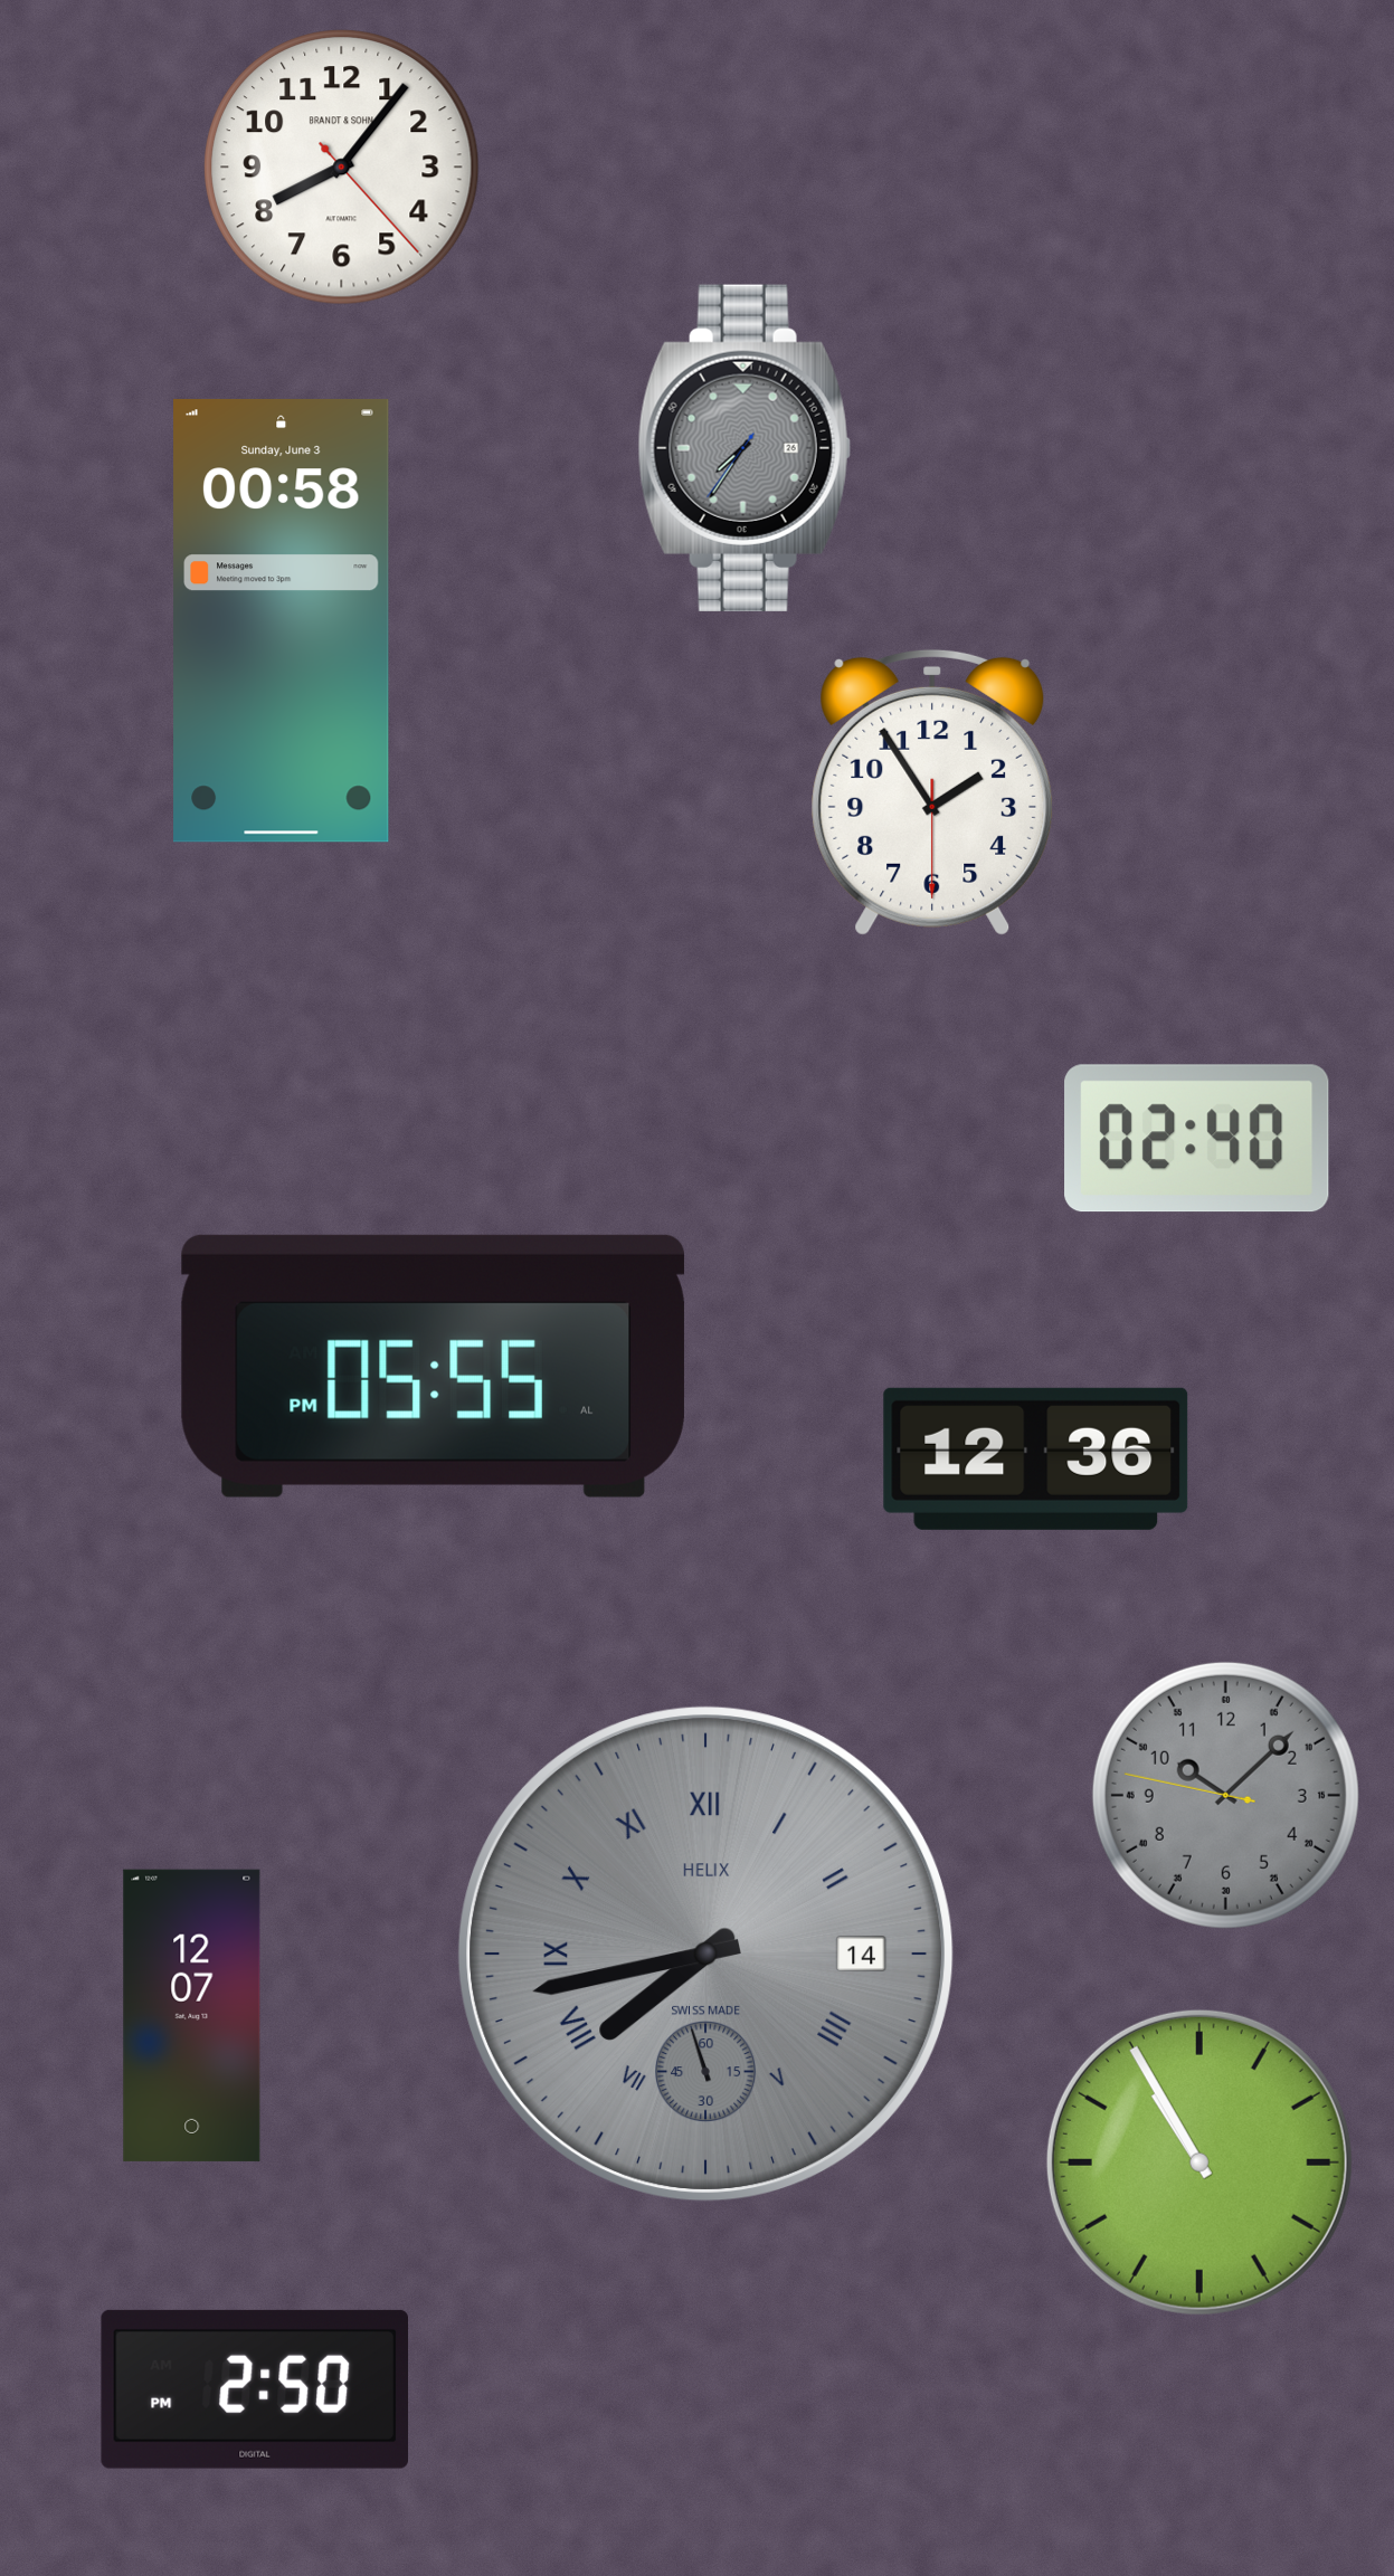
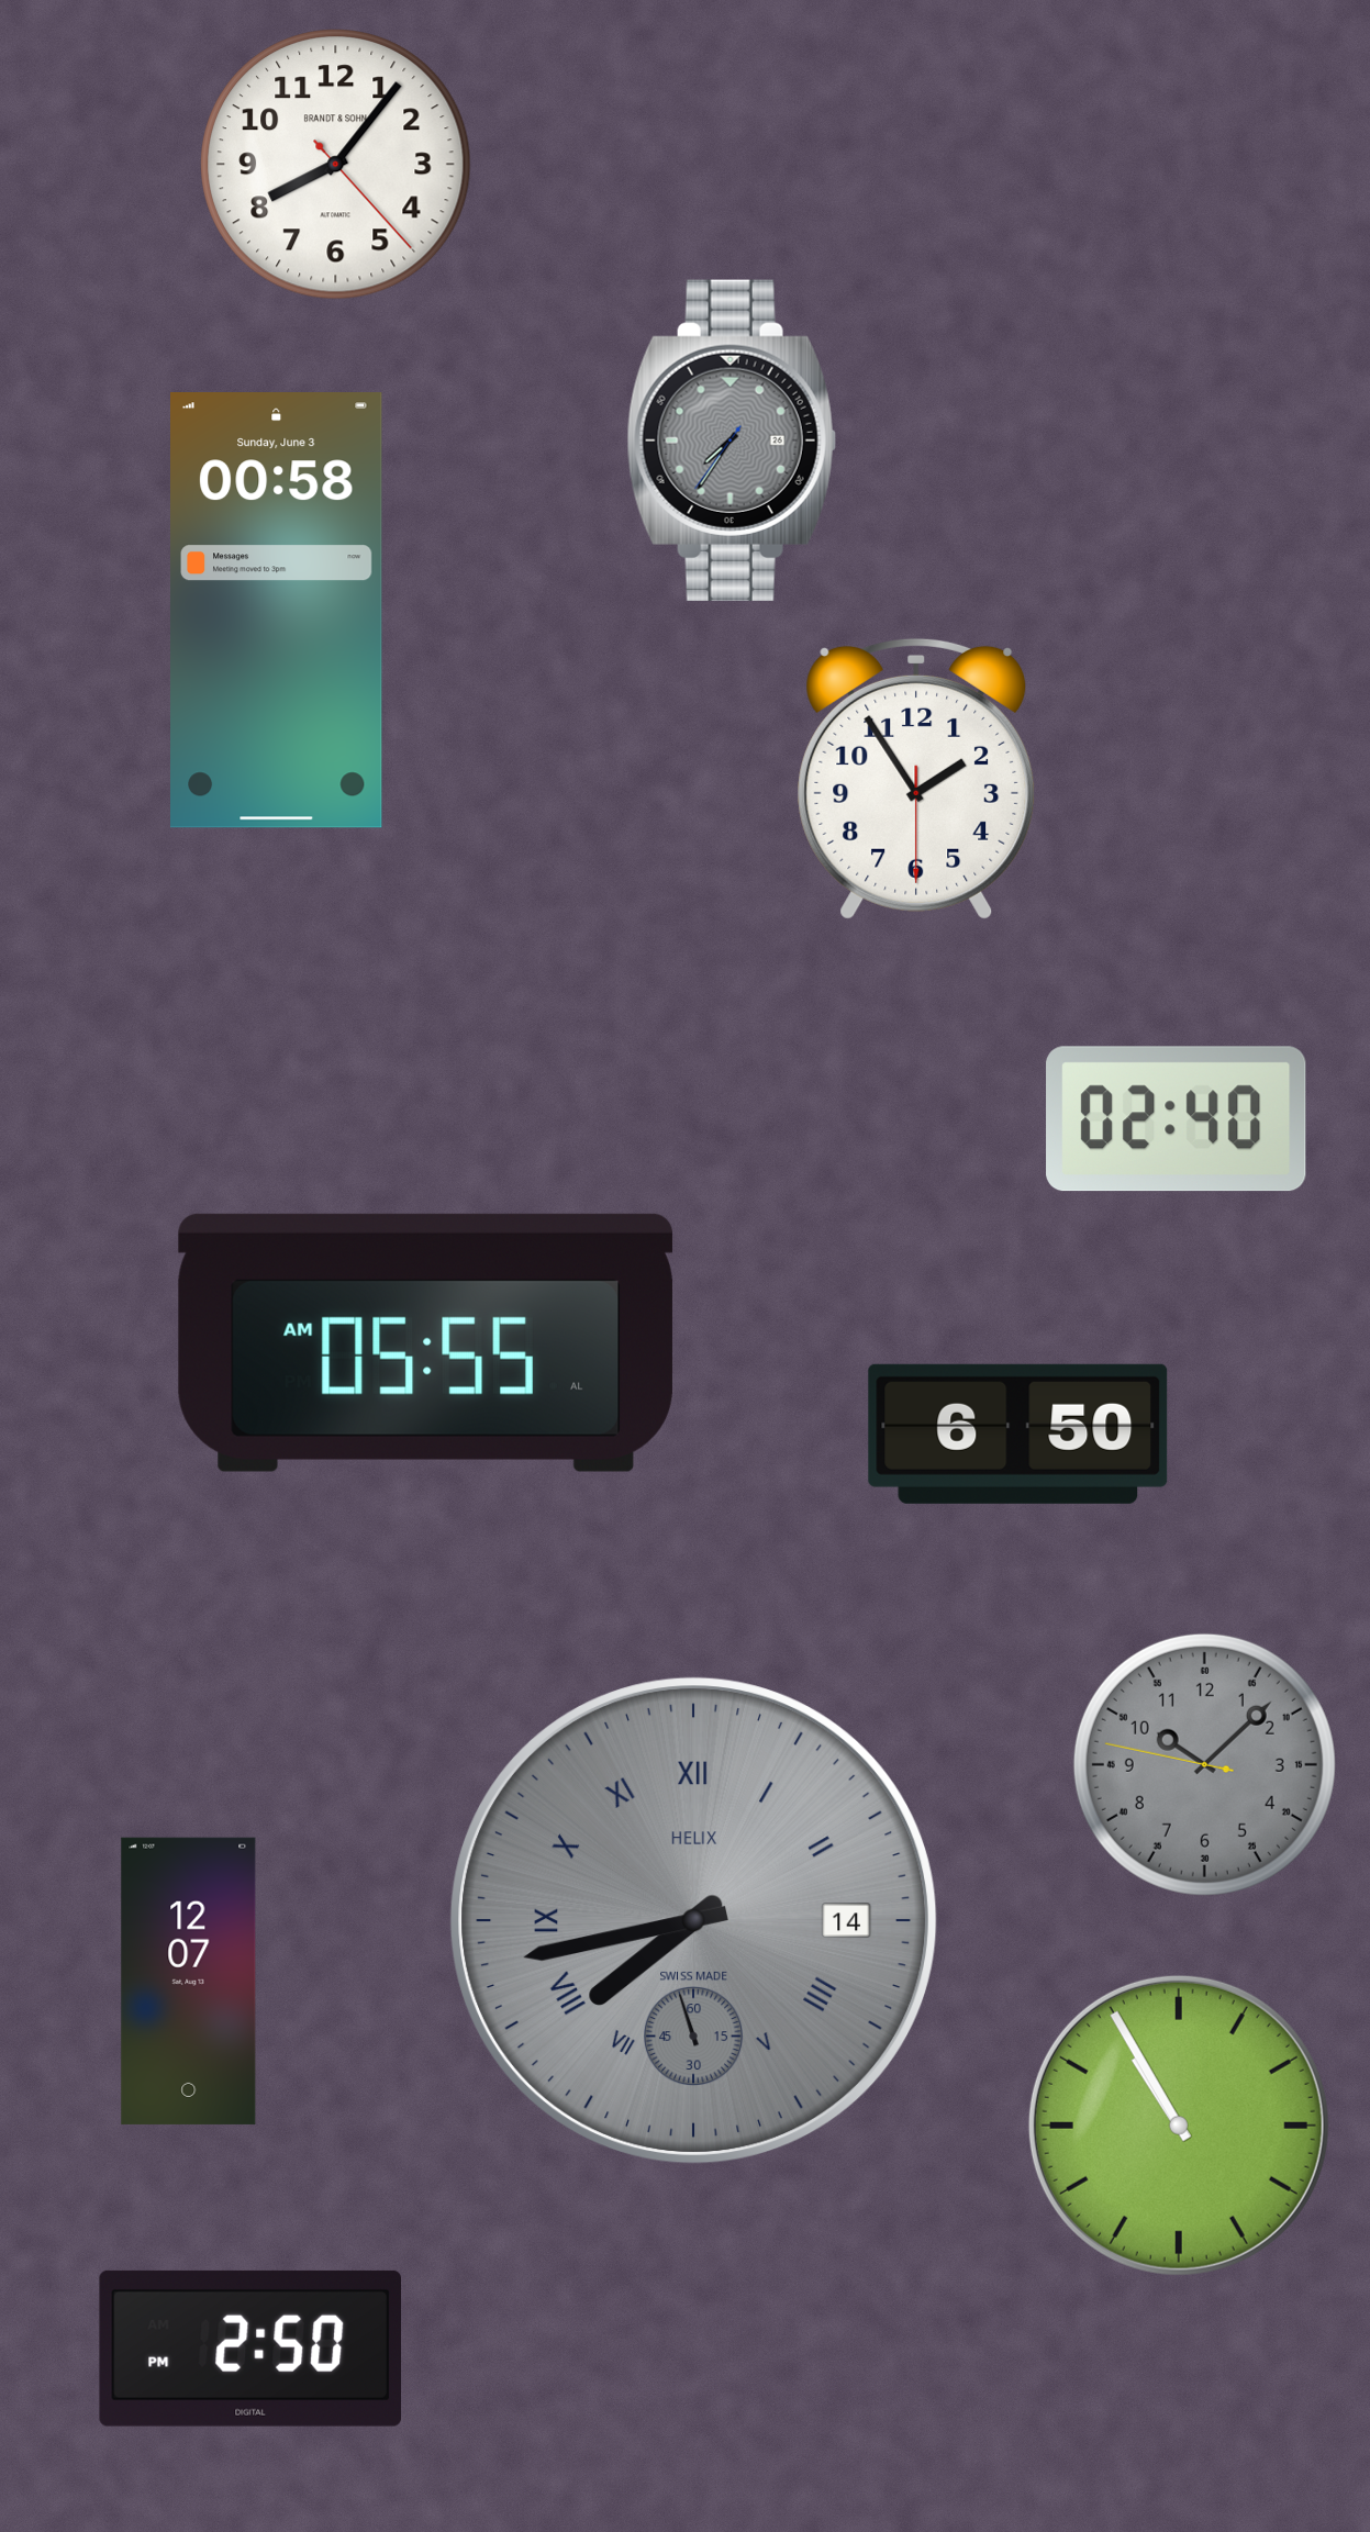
clock at (433, 1366): 05:55 PM -> 05:55 AM
clock at (1036, 1458): 12:36 -> 6:50
